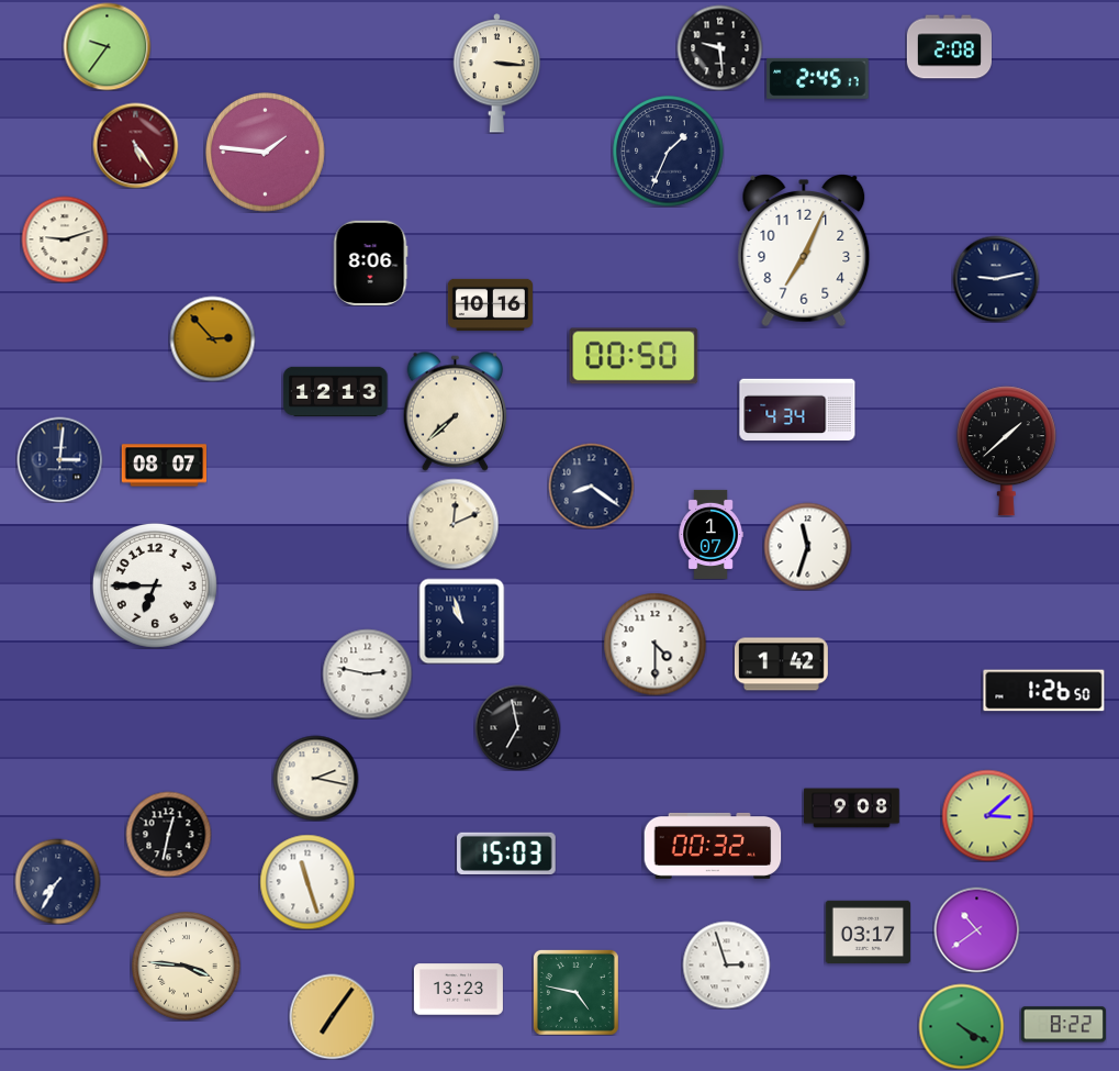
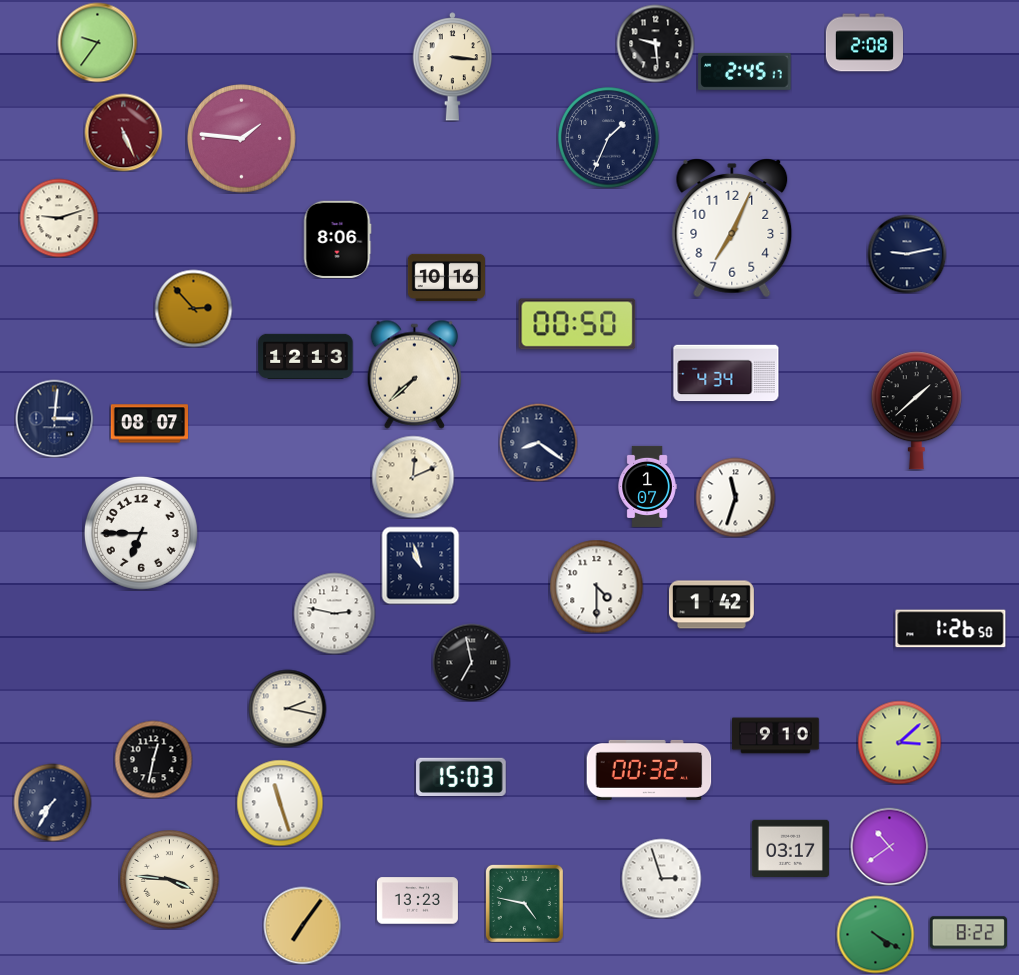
clock at (135, 145): 5:24 -> 5:26
clock at (852, 808): 9:08 -> 9:10
